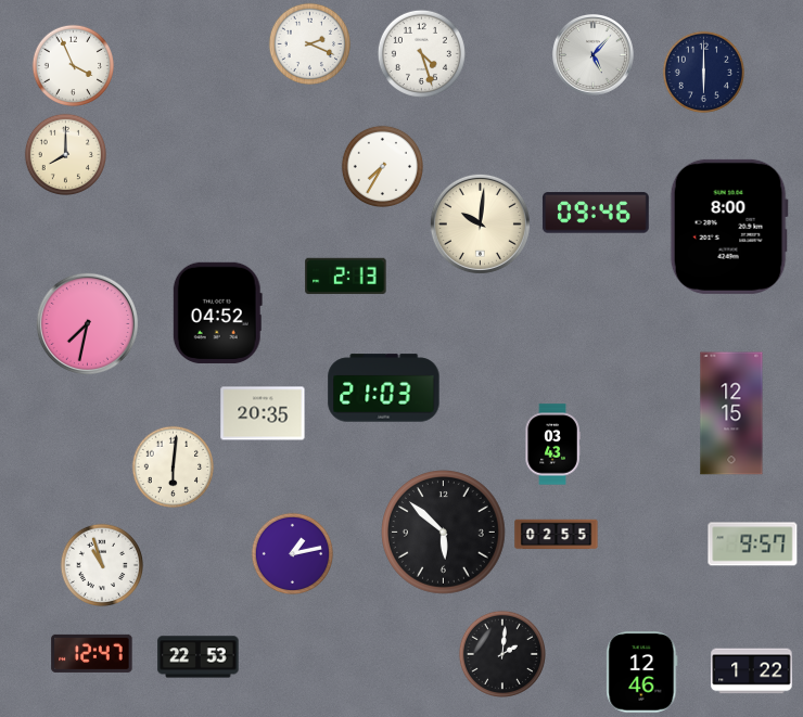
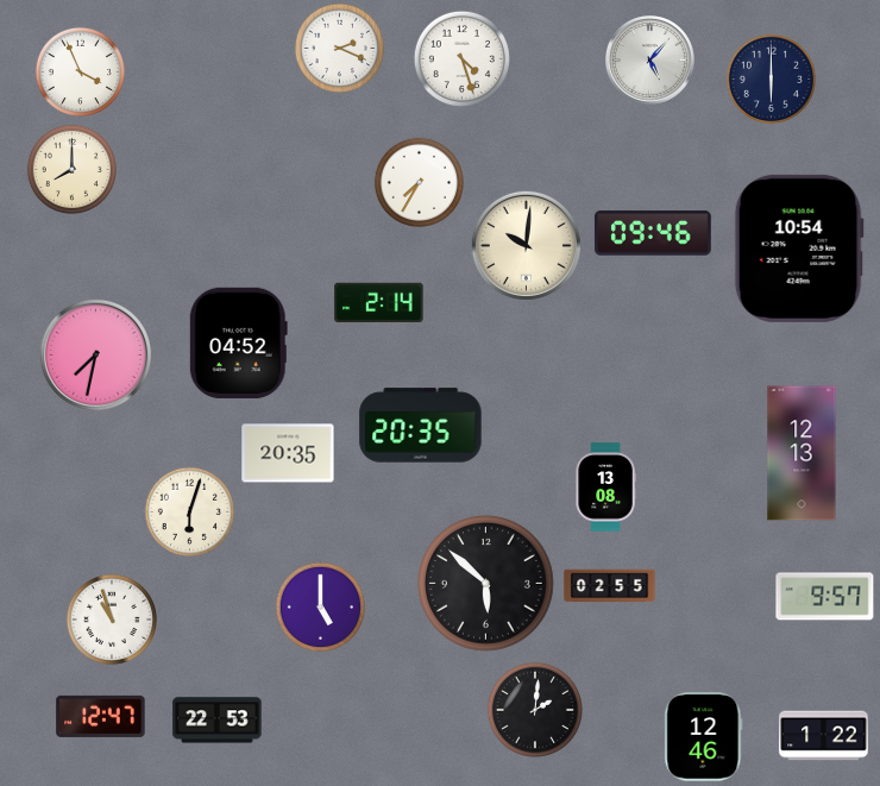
clock at (729, 227): 8:00 -> 10:54
clock at (346, 276): 2:13 -> 2:14
clock at (384, 388): 21:03 -> 20:35
clock at (731, 413): 12:15 -> 12:13
clock at (552, 445): 03:43 -> 13:08
clock at (173, 466): 6:01 -> 6:03
clock at (292, 553): 1:13 -> 5:00
clock at (502, 654) position: (502, 654) -> (535, 710)
